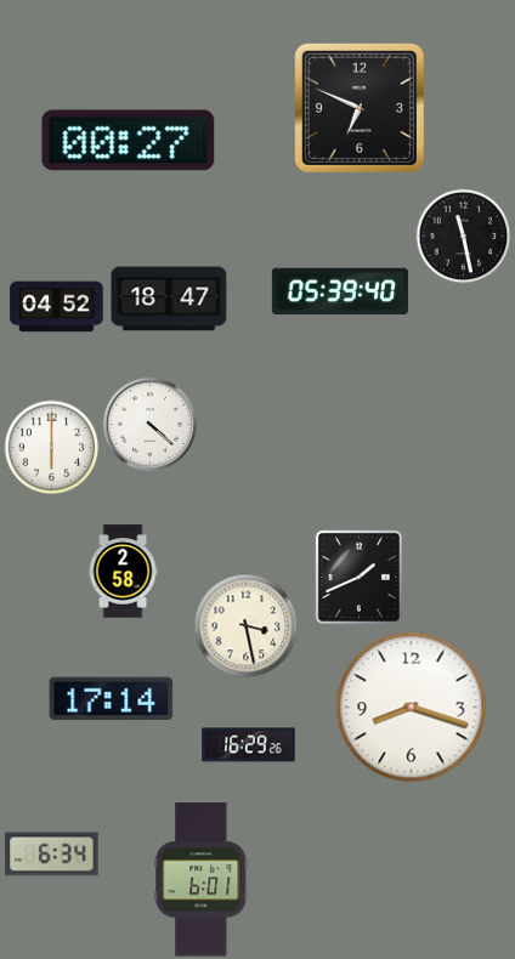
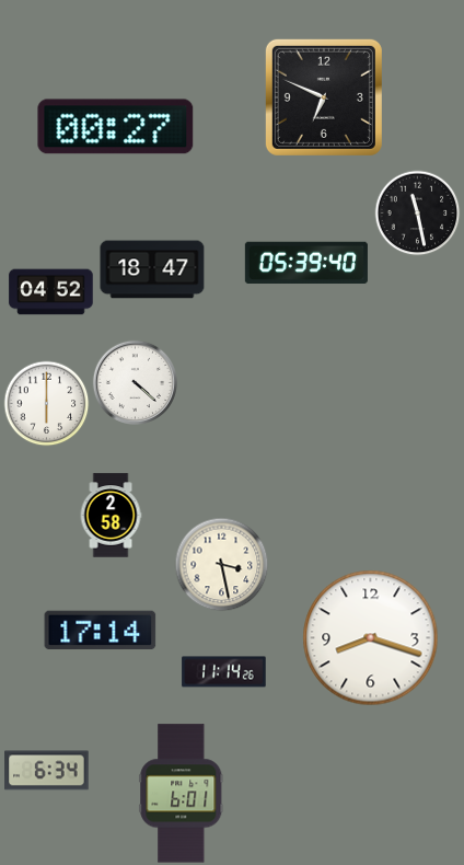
clock at (57, 307) position: (57, 307) -> (51, 292)
clock at (358, 577): 1:41 -> none
clock at (249, 745): 16:29 -> 11:14
